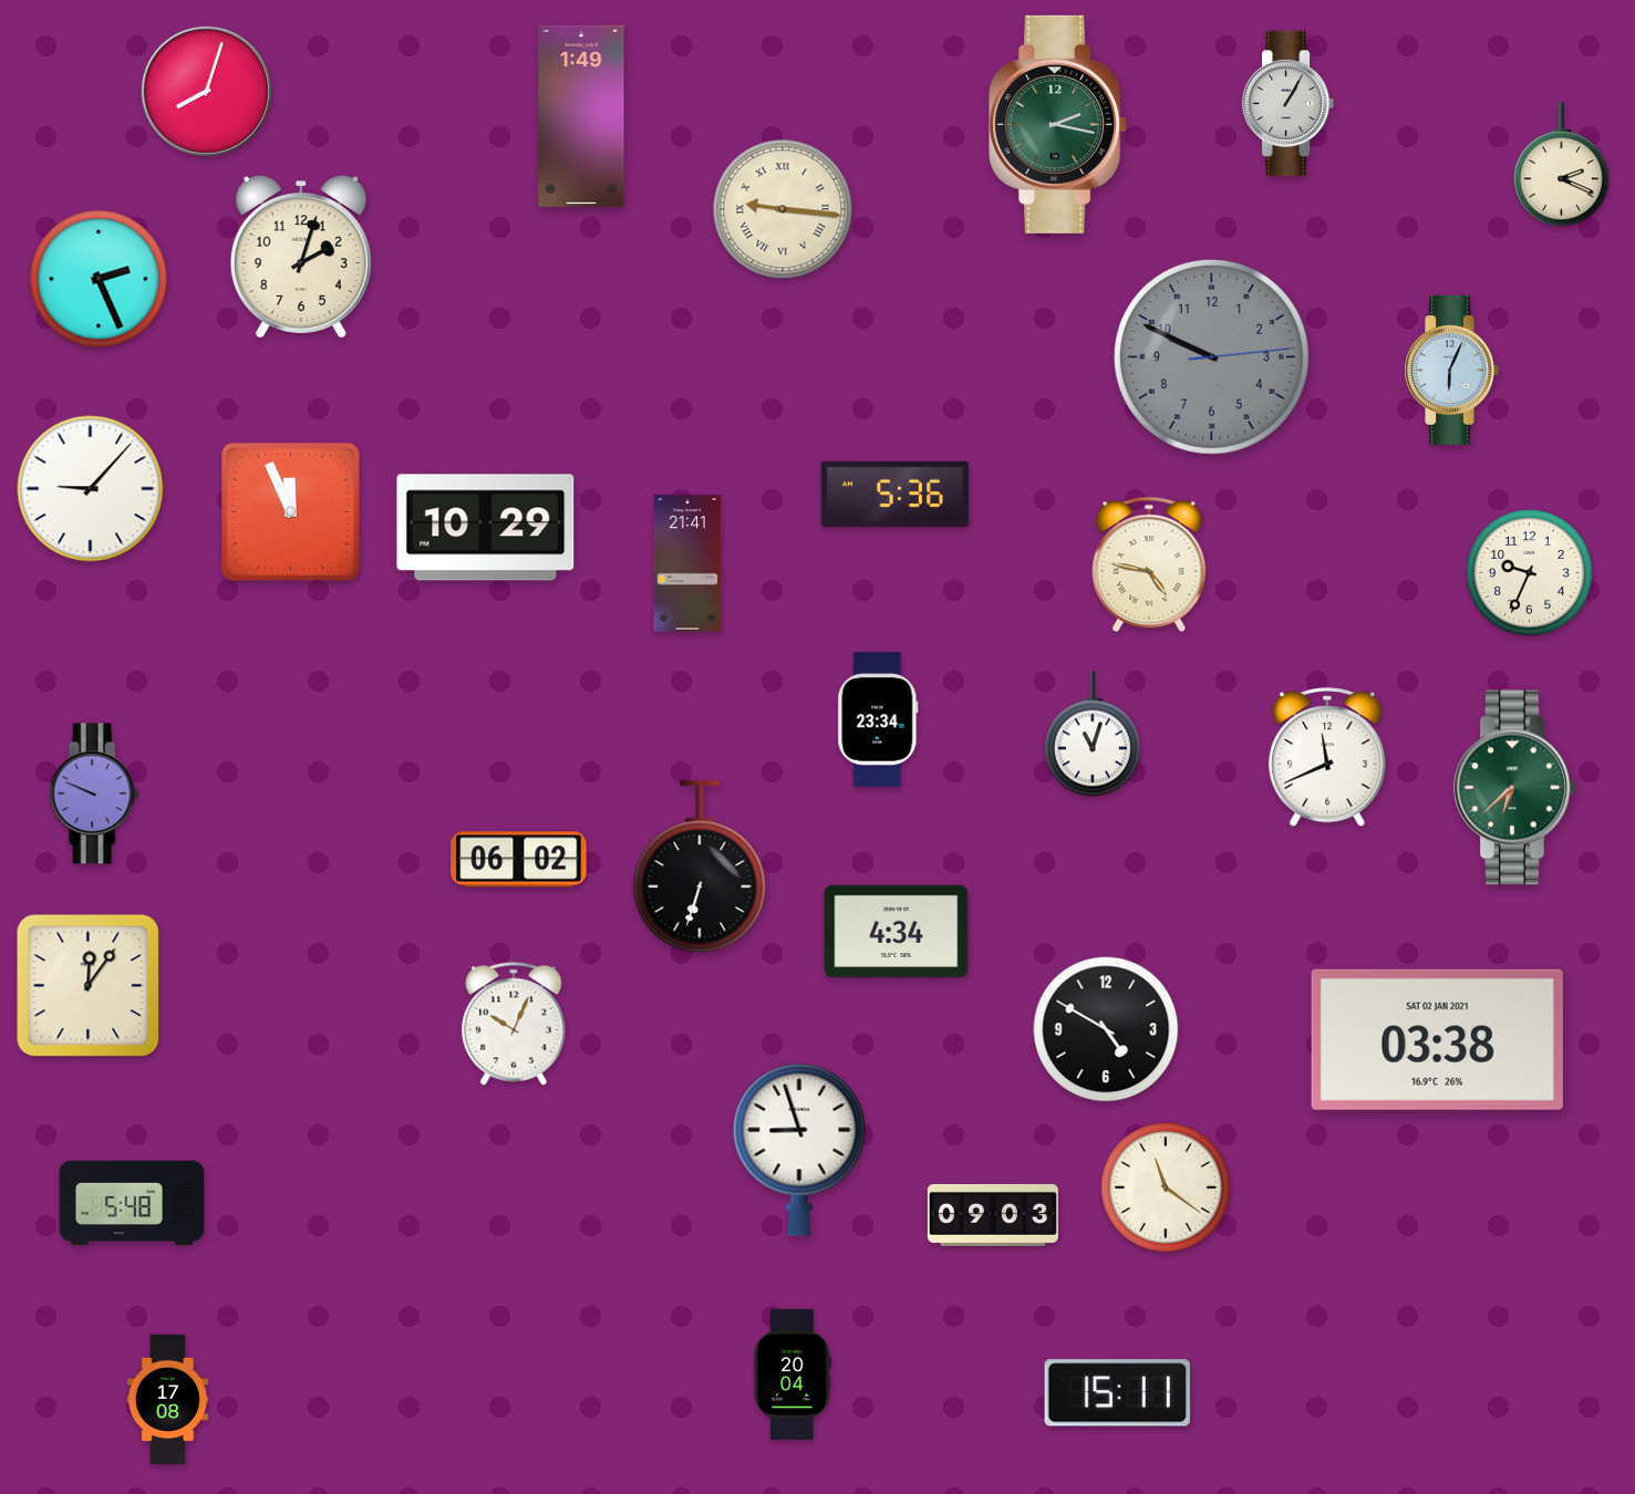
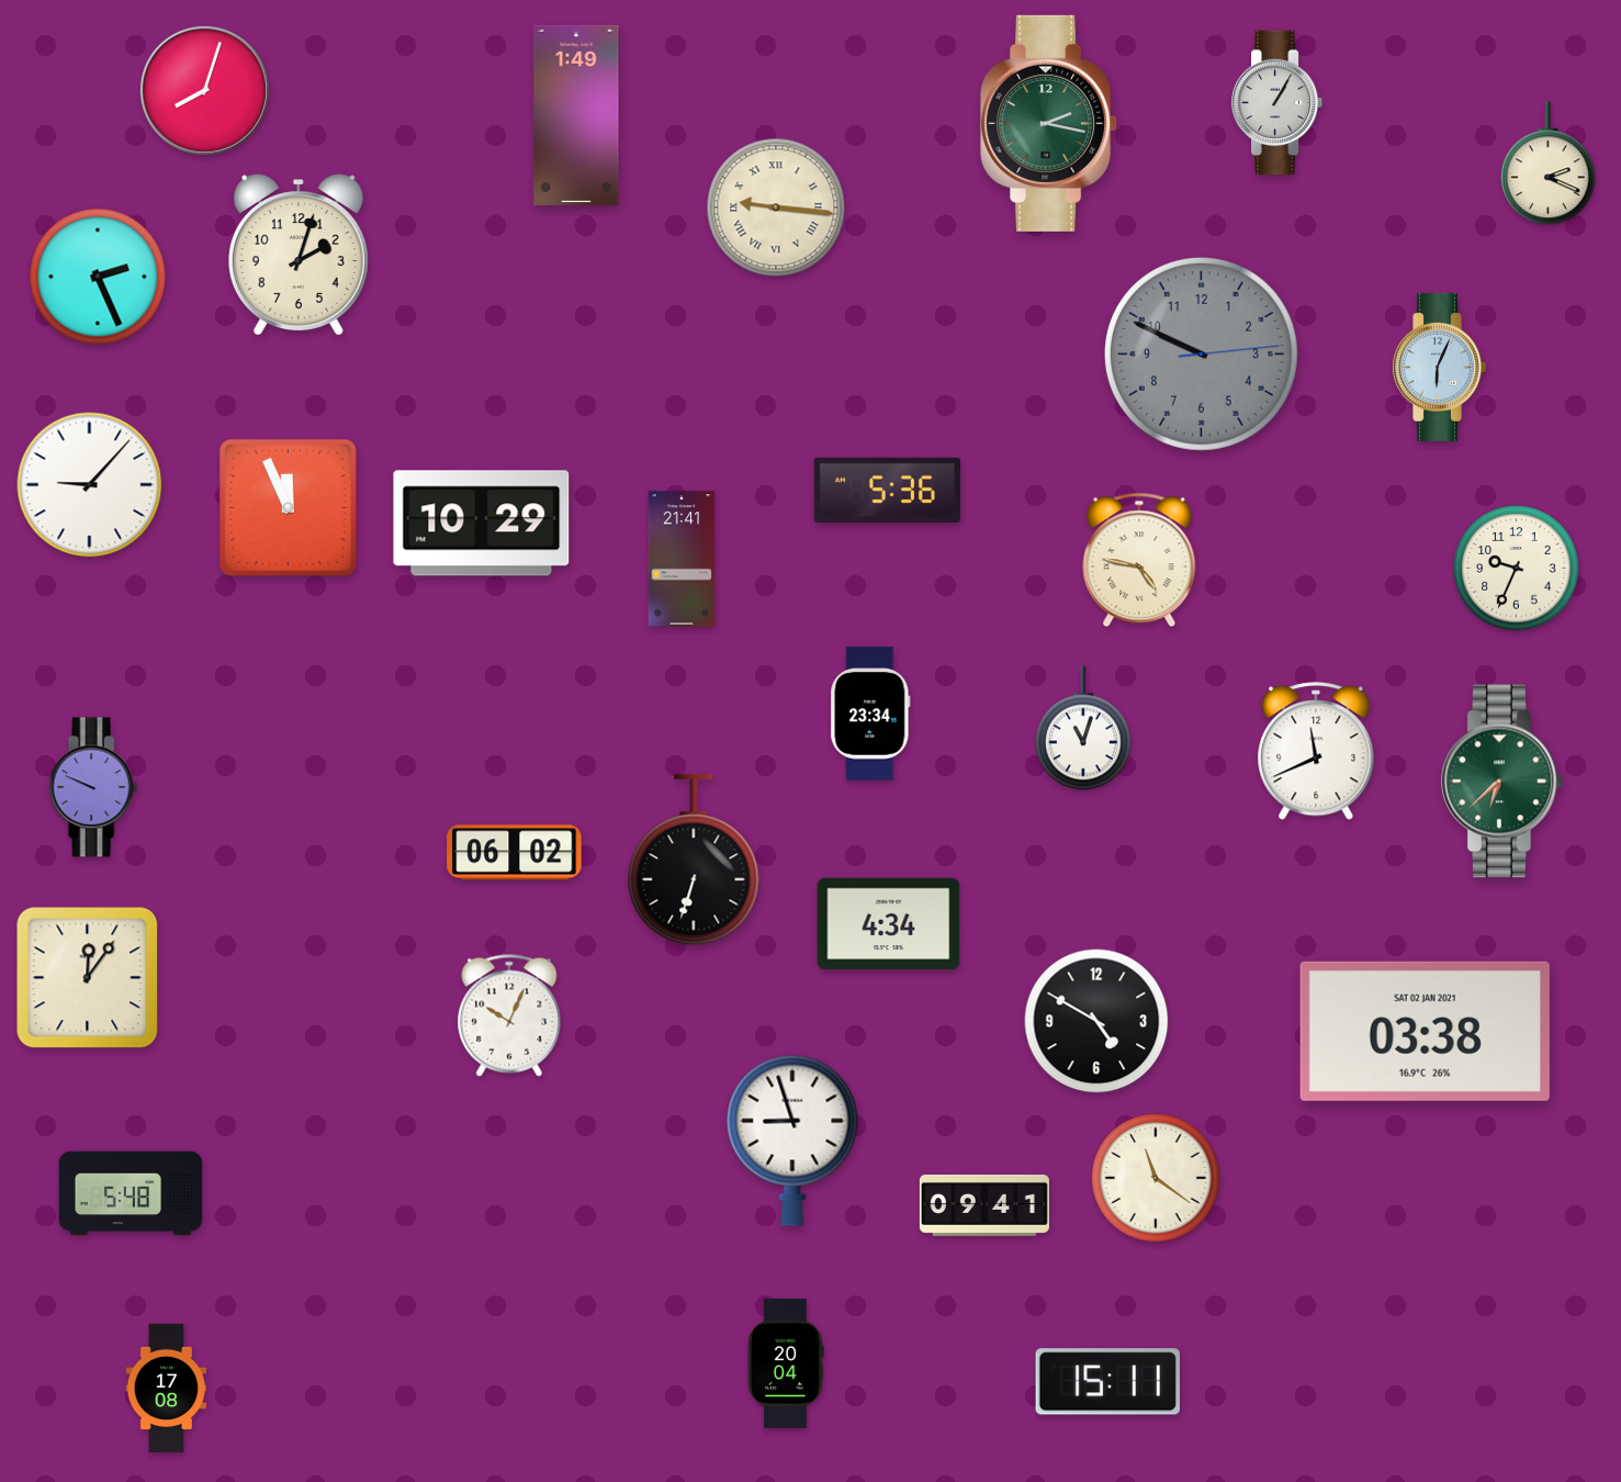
clock at (993, 1215): 09:03 -> 09:41
